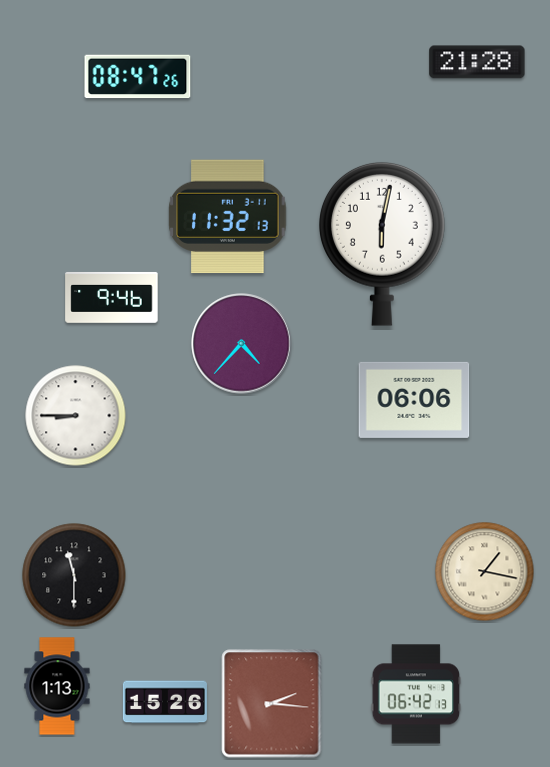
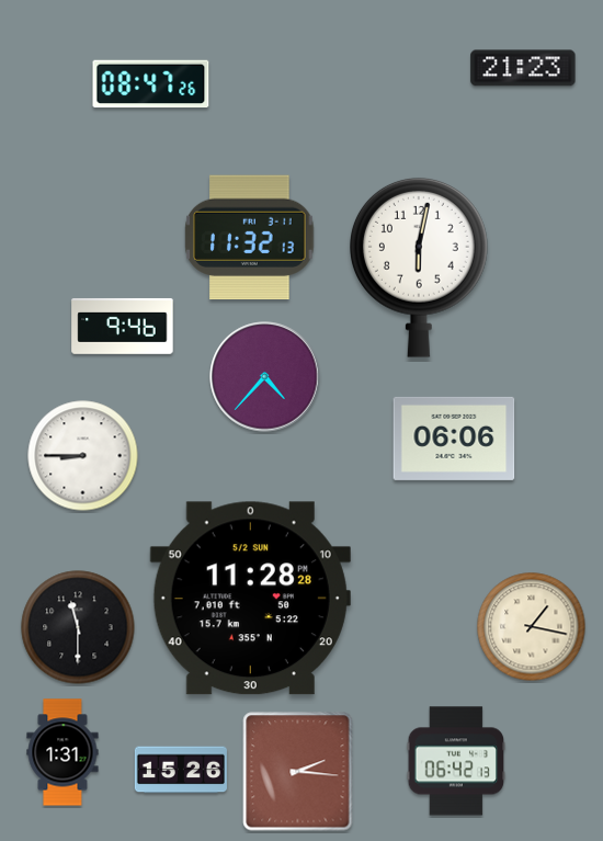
clock at (477, 62): 21:28 -> 21:23
clock at (250, 599): none -> 11:28
clock at (74, 575) position: (74, 575) -> (78, 627)
clock at (57, 686): 1:13 -> 1:31
